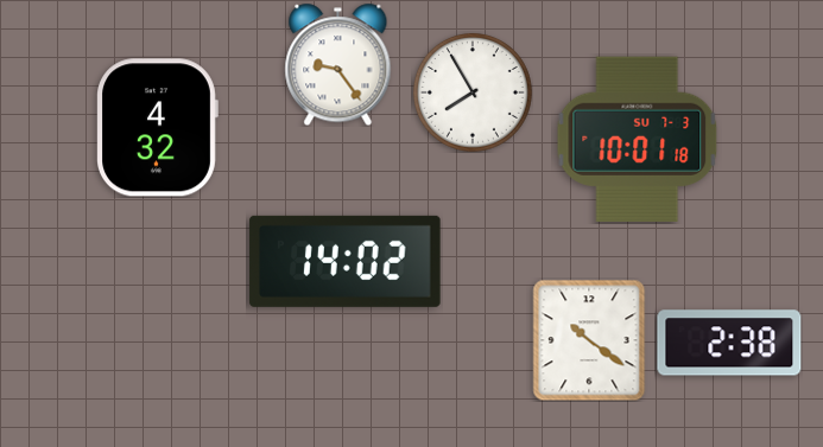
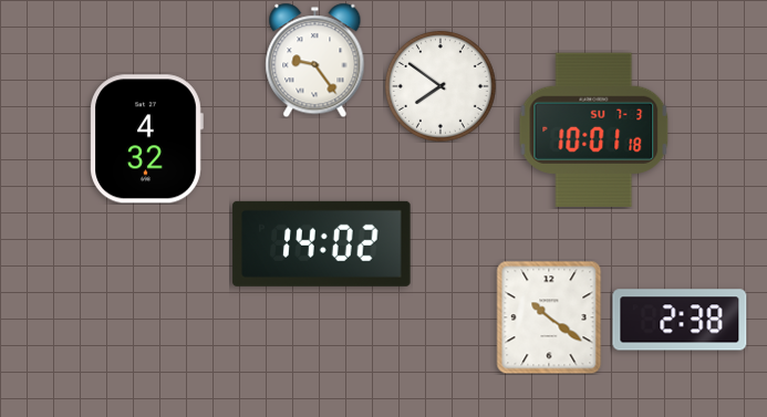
clock at (473, 92): 7:55 -> 7:51
clock at (157, 128) position: (157, 128) -> (146, 139)
